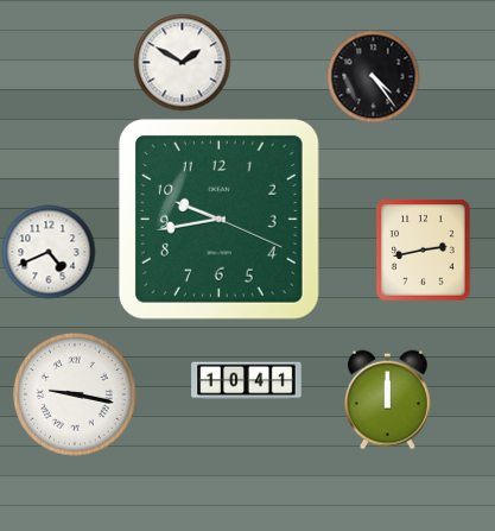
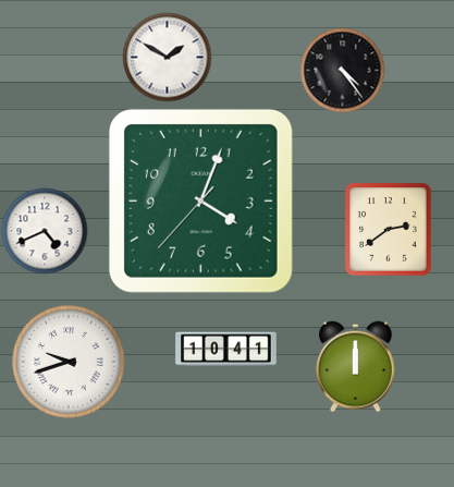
clock at (218, 219): 9:43 -> 4:03
clock at (424, 249): 2:43 -> 2:39
clock at (76, 396): 9:17 -> 9:42
